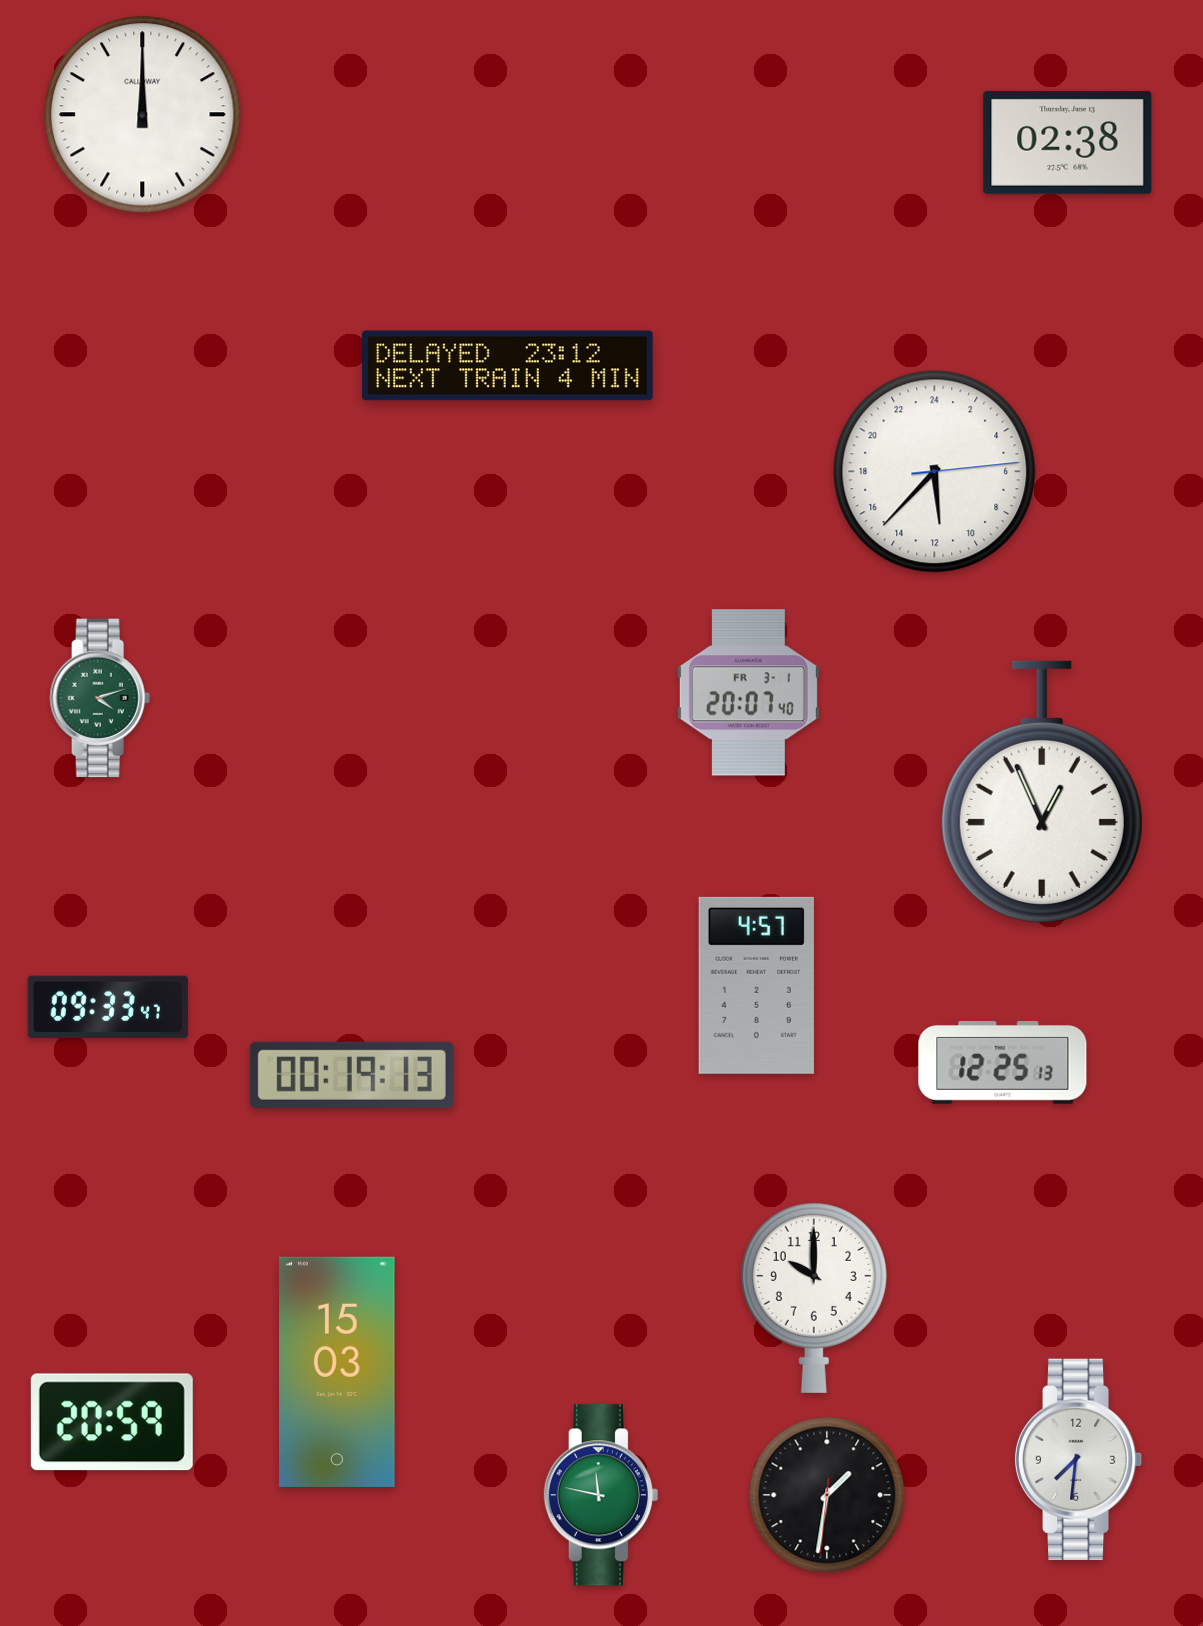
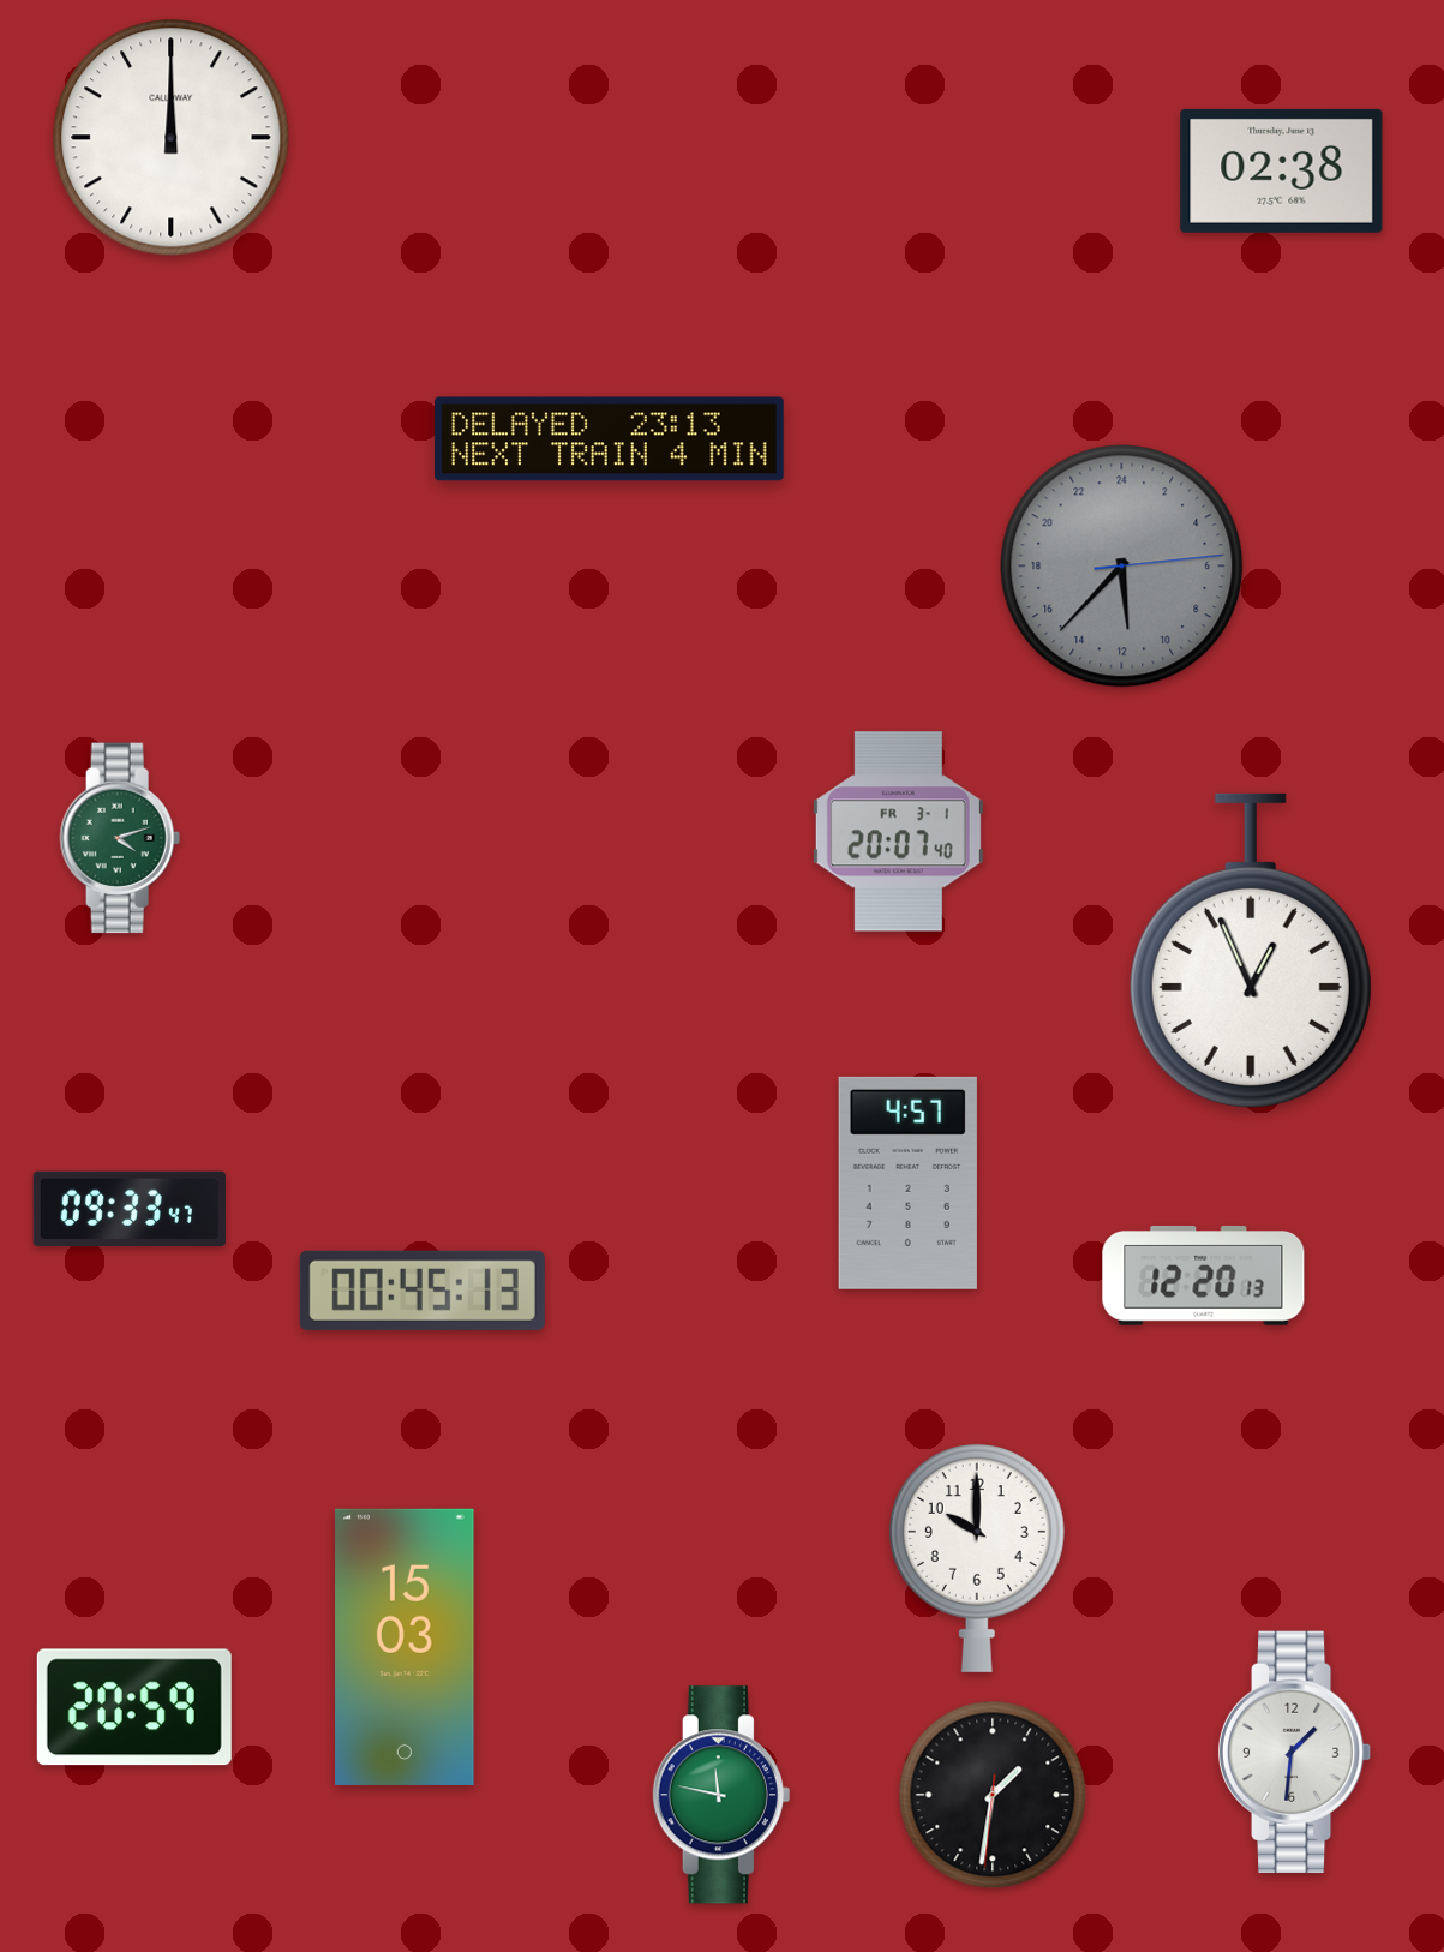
clock at (508, 366): 23:12 -> 23:13
clock at (935, 472) dial: white -> grey
clock at (1003, 1062): 12:25 -> 12:20
clock at (352, 1075): 00:19 -> 00:45
clock at (1079, 1459): 7:31 -> 1:31
